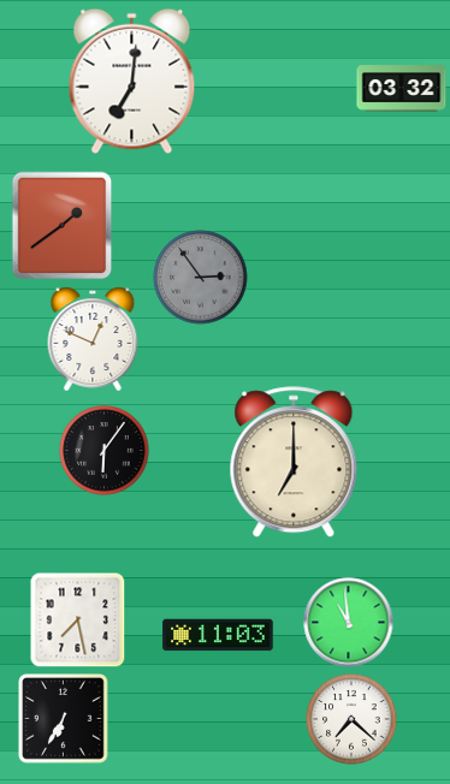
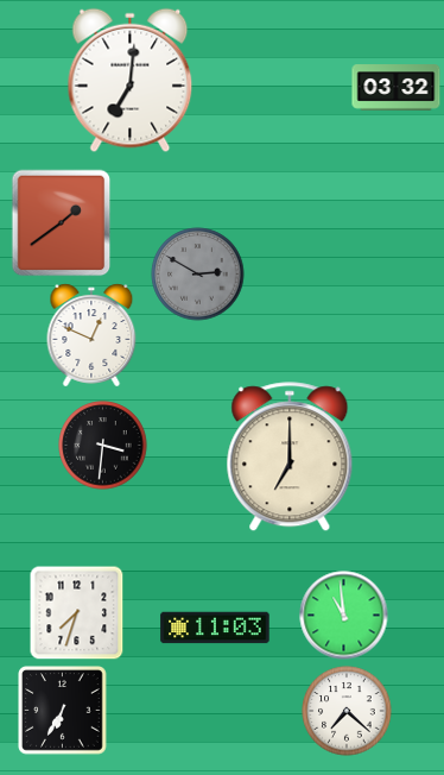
clock at (201, 278): 2:54 -> 2:50
clock at (105, 451): 6:06 -> 3:31
clock at (78, 620): 7:28 -> 7:33
